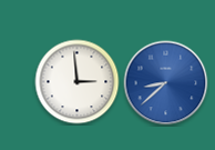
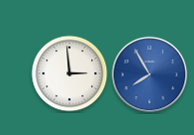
clock at (166, 83): 8:38 -> 7:55
